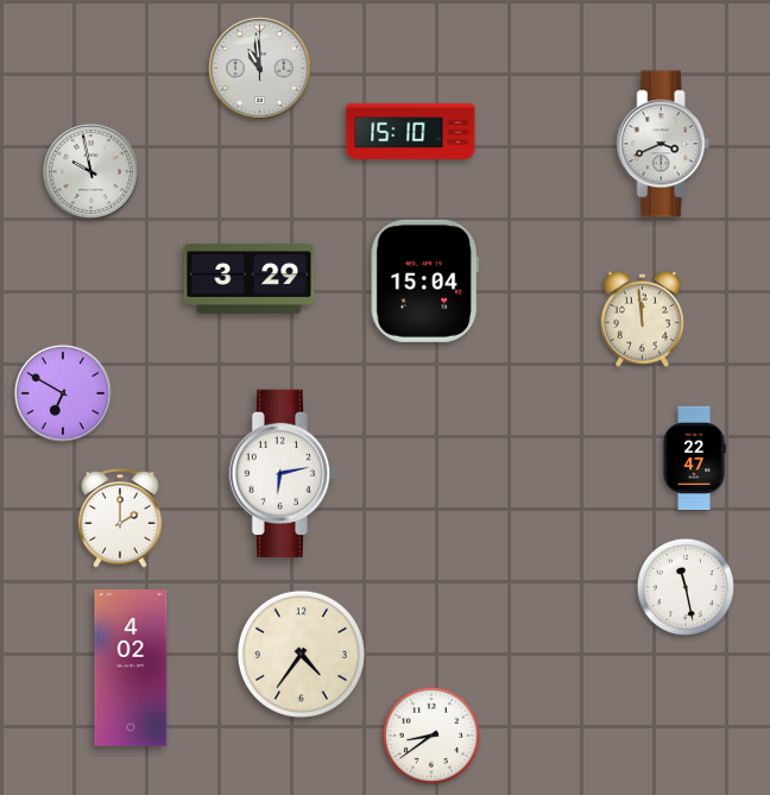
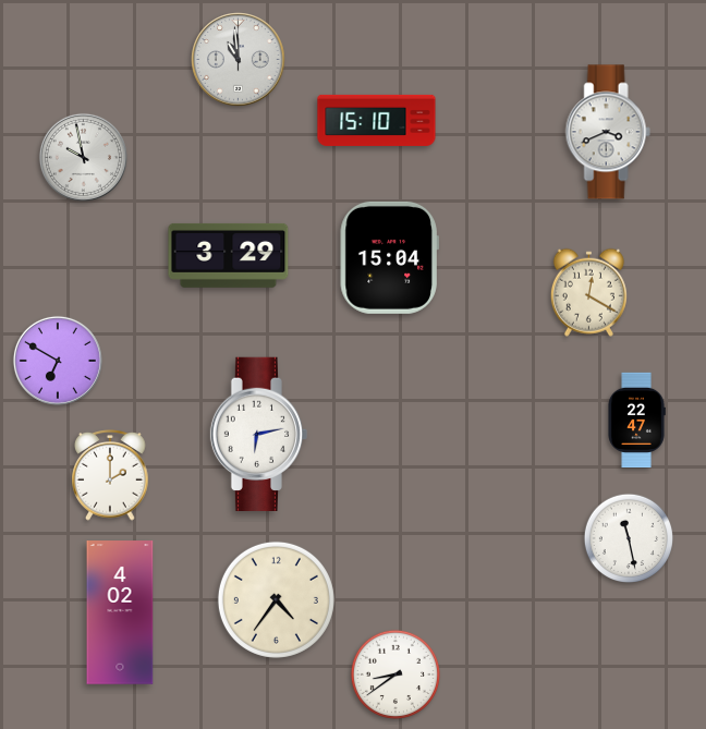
clock at (260, 69) position: (260, 69) -> (239, 60)
clock at (642, 318): 11:59 -> 12:20
